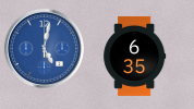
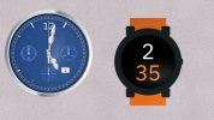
clock at (135, 56): 6:35 -> 2:35
